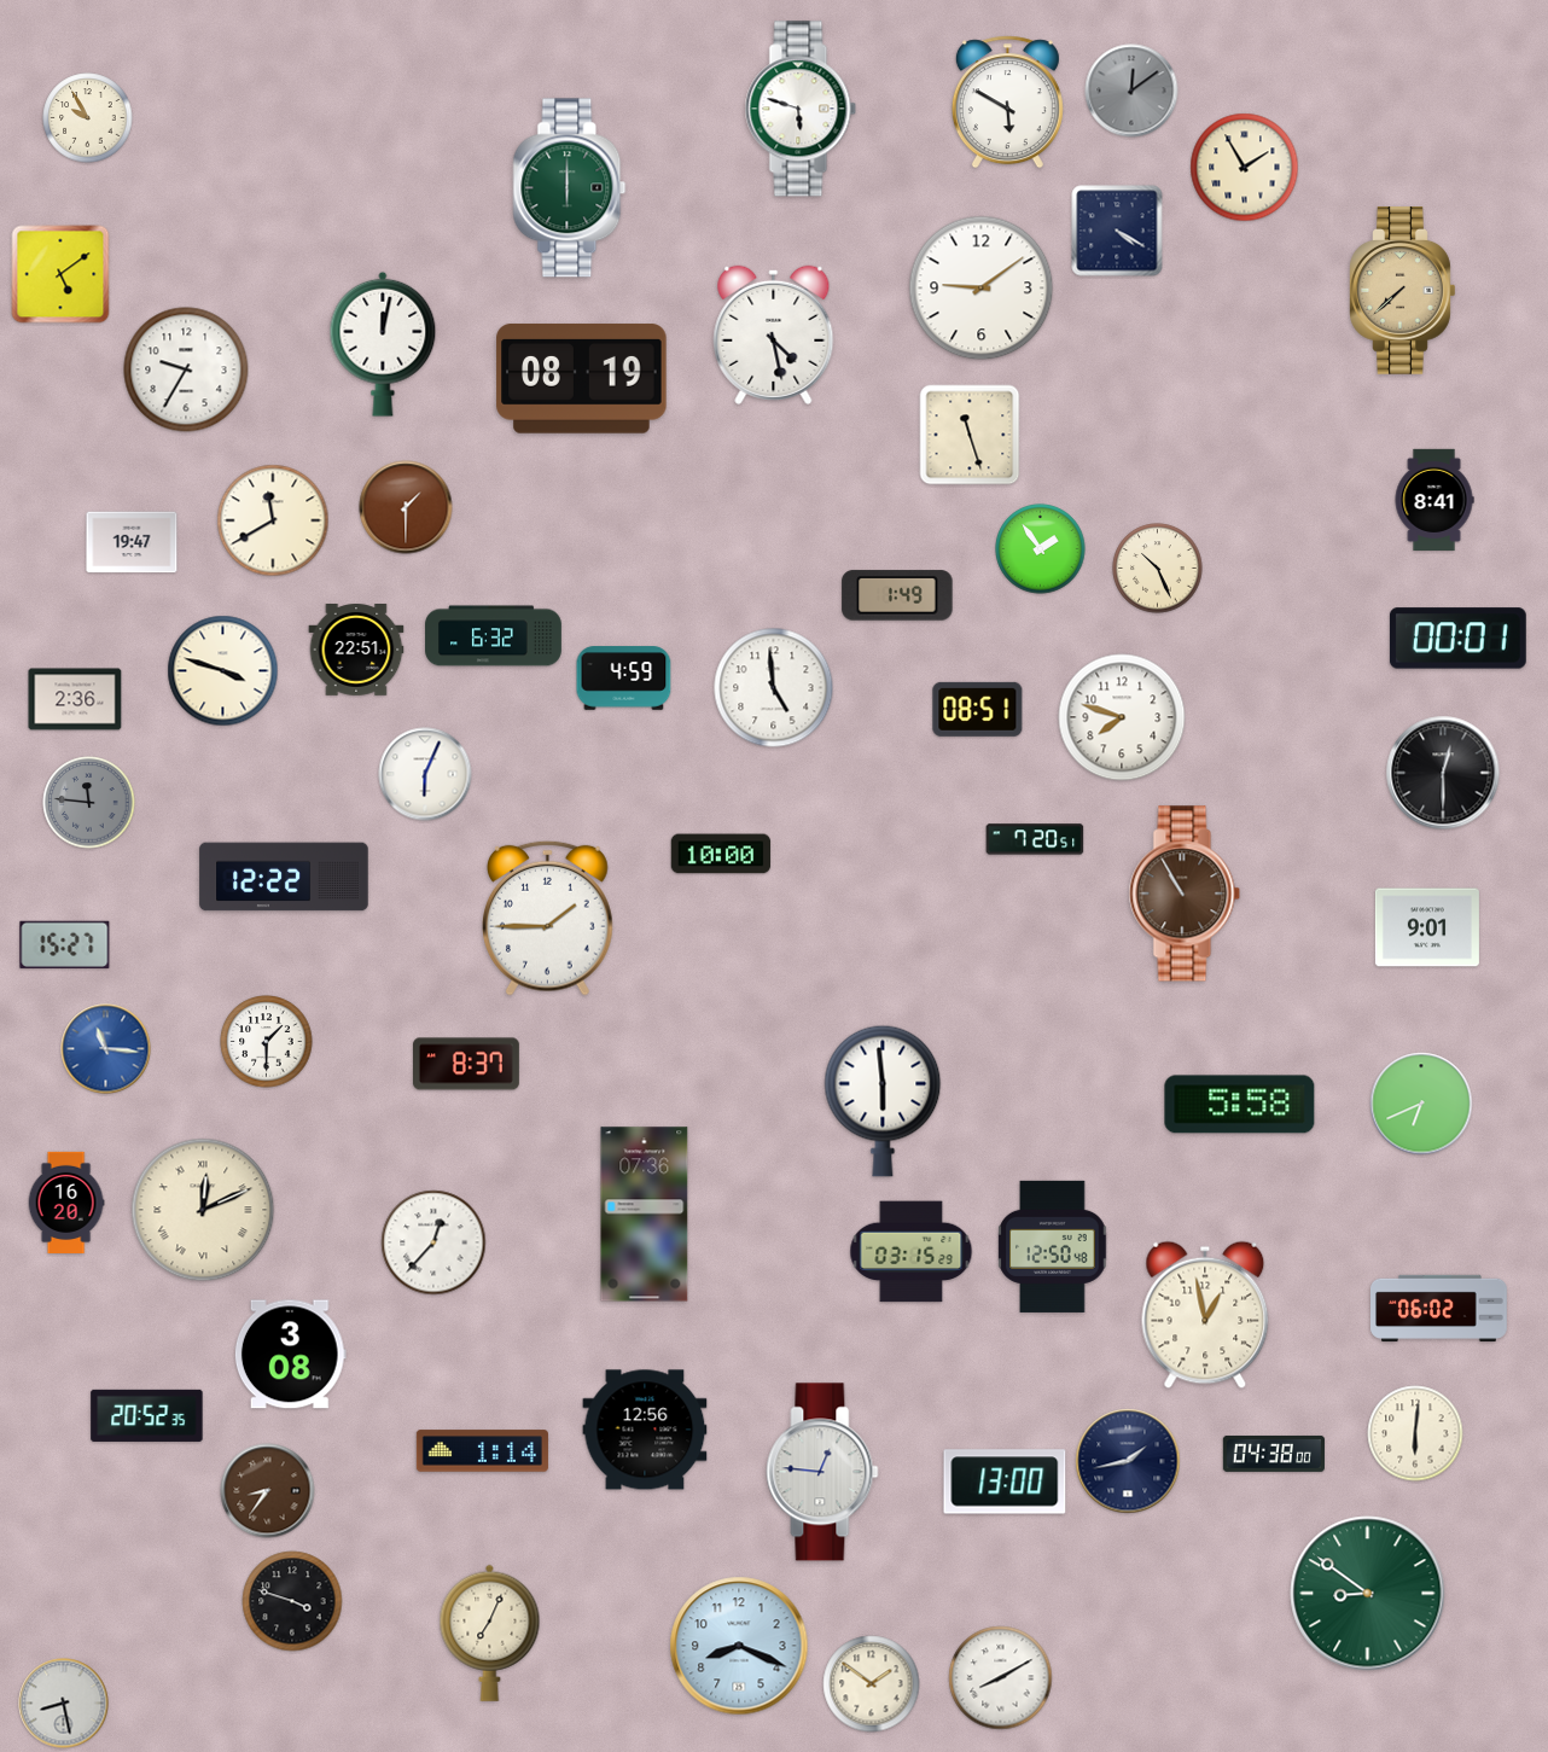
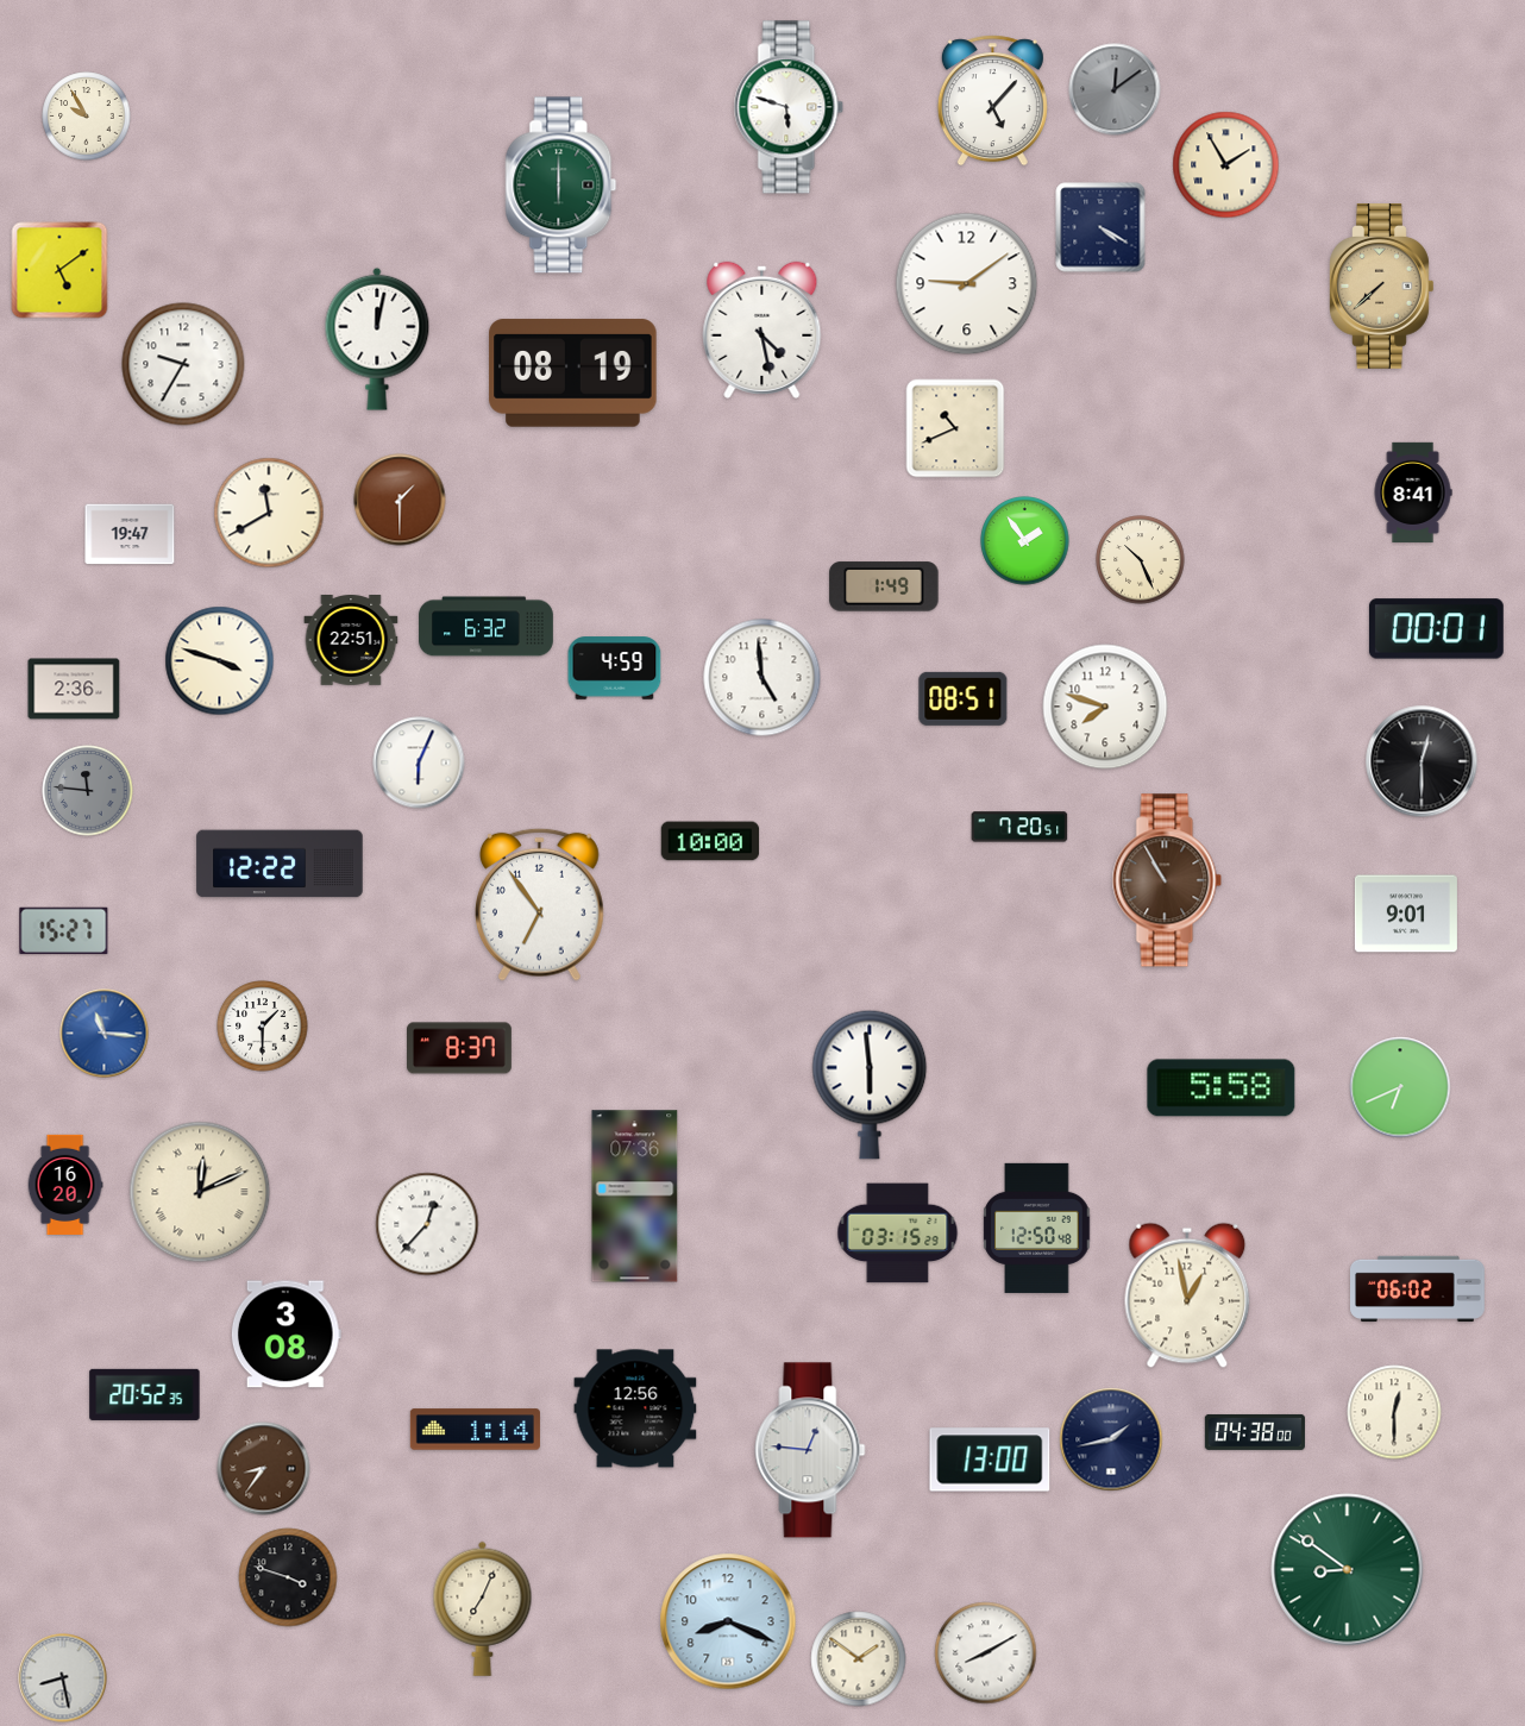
clock at (1007, 103): 5:50 -> 5:07
clock at (970, 435): 11:27 -> 10:41
clock at (548, 918): 1:45 -> 6:54
clock at (1415, 1433): 6:01 -> 12:30
